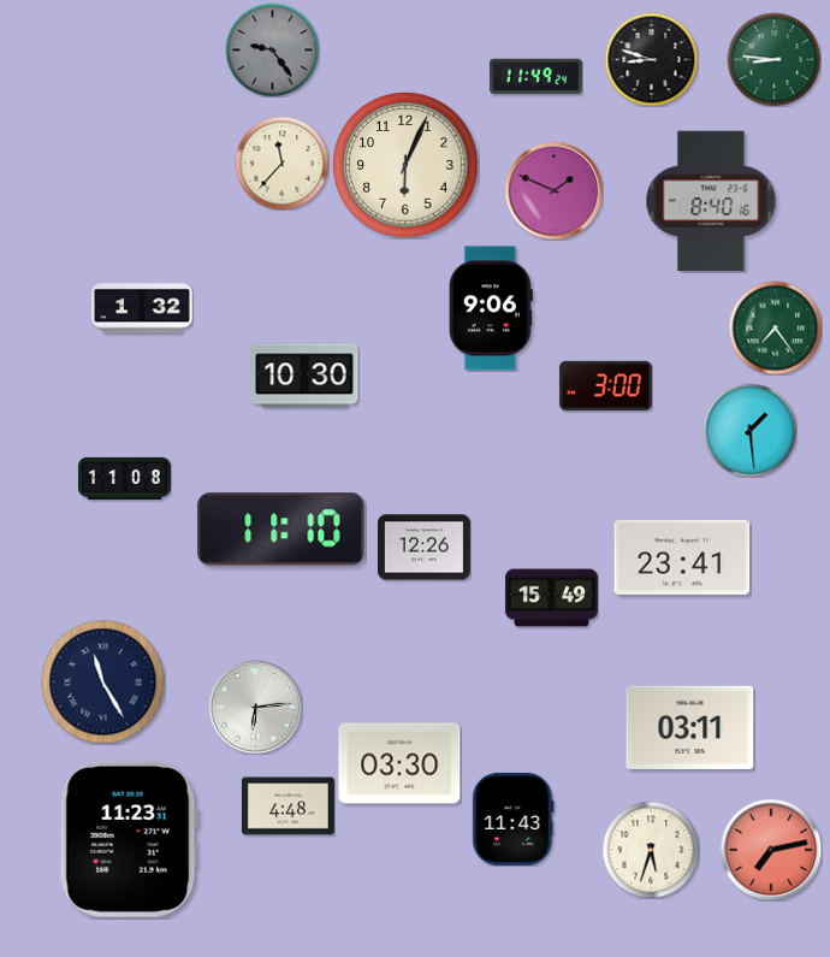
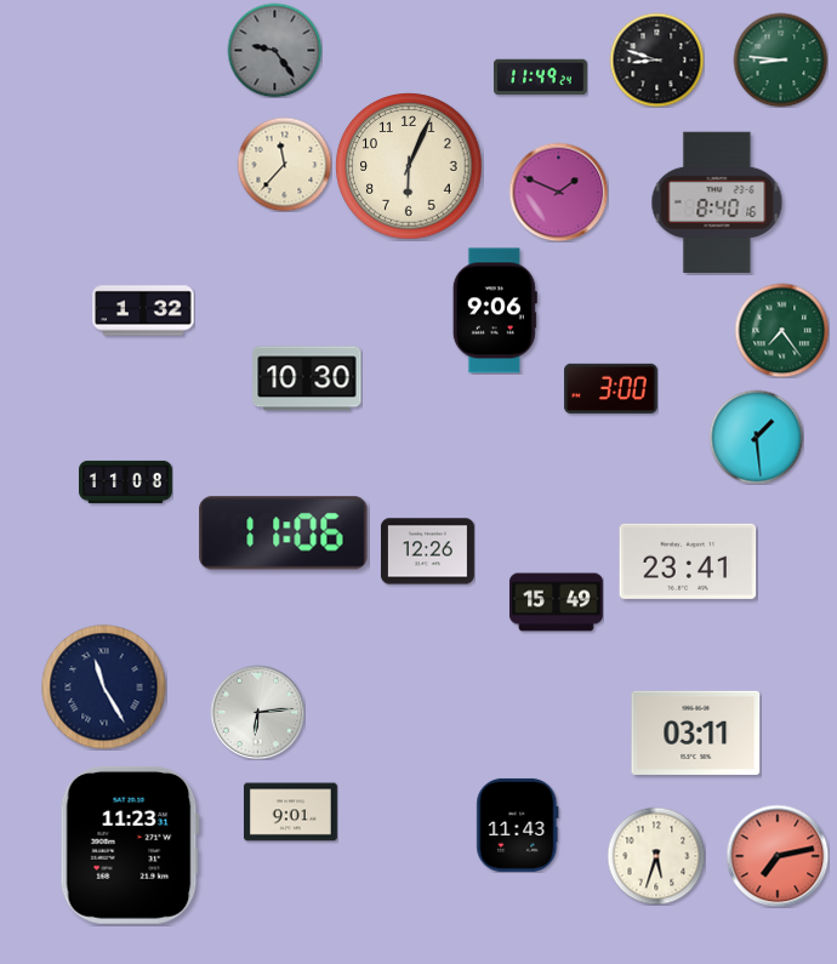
clock at (749, 430) position: (749, 430) -> (756, 437)
clock at (281, 530): 11:10 -> 11:06
clock at (399, 763): 03:30 -> none
clock at (287, 807): 4:48 -> 9:01
